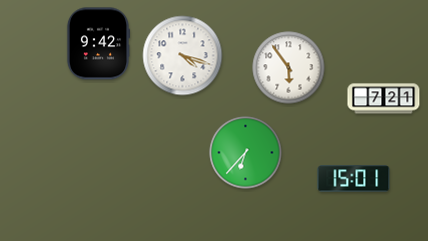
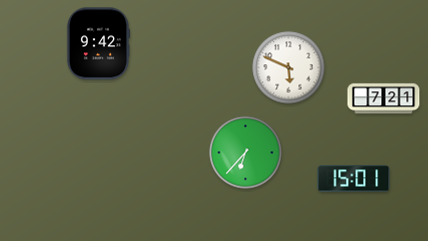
clock at (183, 56): 4:18 -> none
clock at (289, 68): 5:54 -> 5:49
